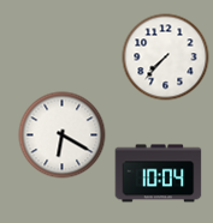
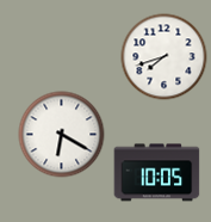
clock at (166, 58): 7:37 -> 7:42
clock at (159, 174): 10:04 -> 10:05
